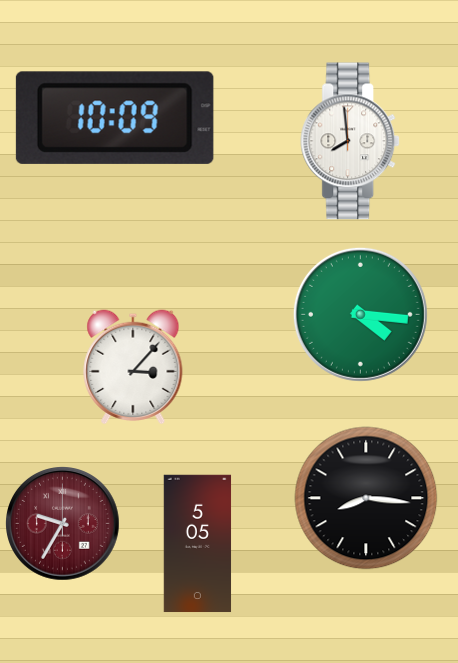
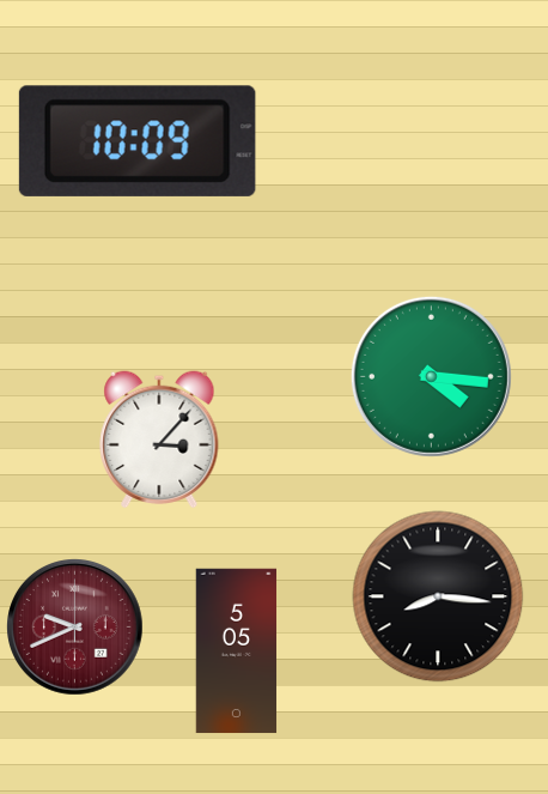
clock at (351, 141): 7:59 -> none
clock at (63, 524): 9:35 -> 9:41
